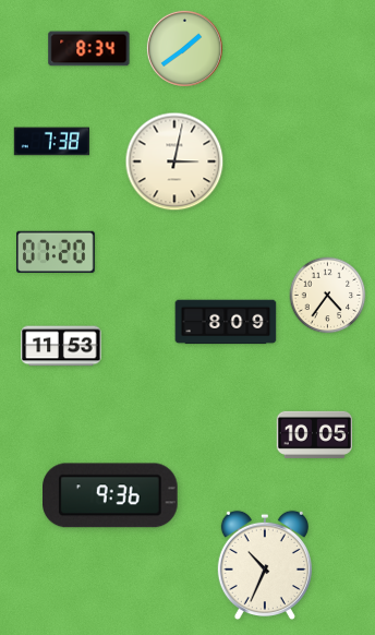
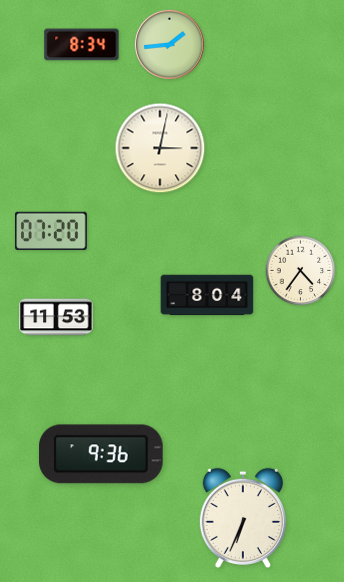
clock at (184, 48): 1:39 -> 1:44
clock at (51, 142): 7:38 -> none
clock at (226, 322): 8:09 -> 8:04
clock at (314, 434): 10:05 -> none
clock at (265, 565): 10:34 -> 6:34
